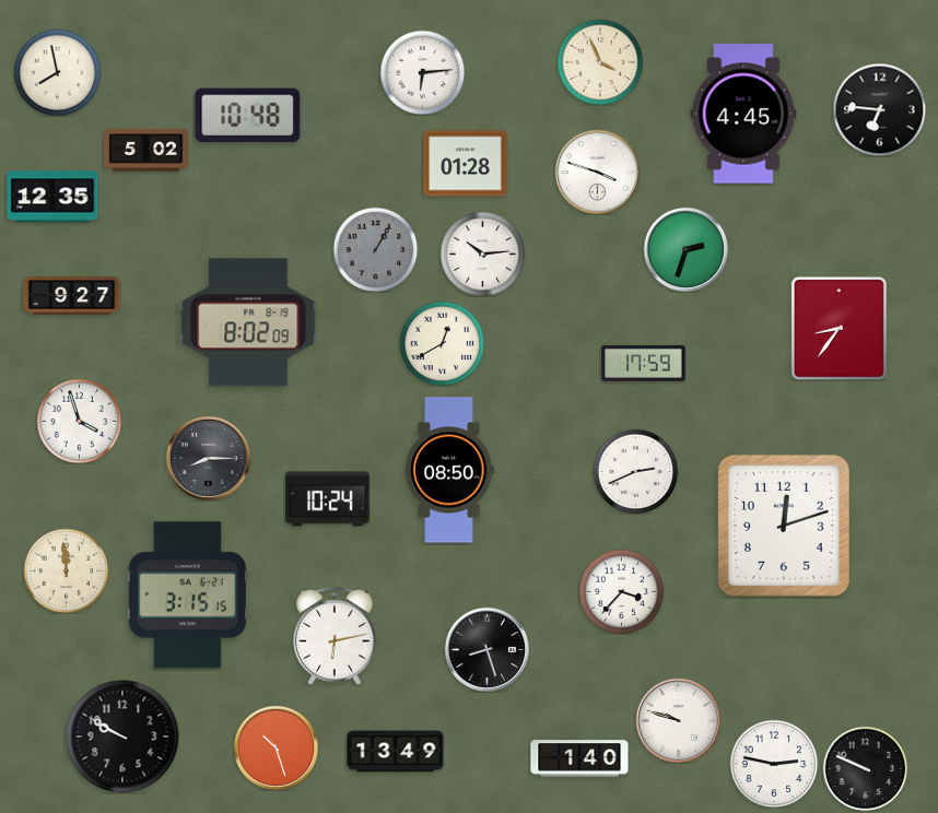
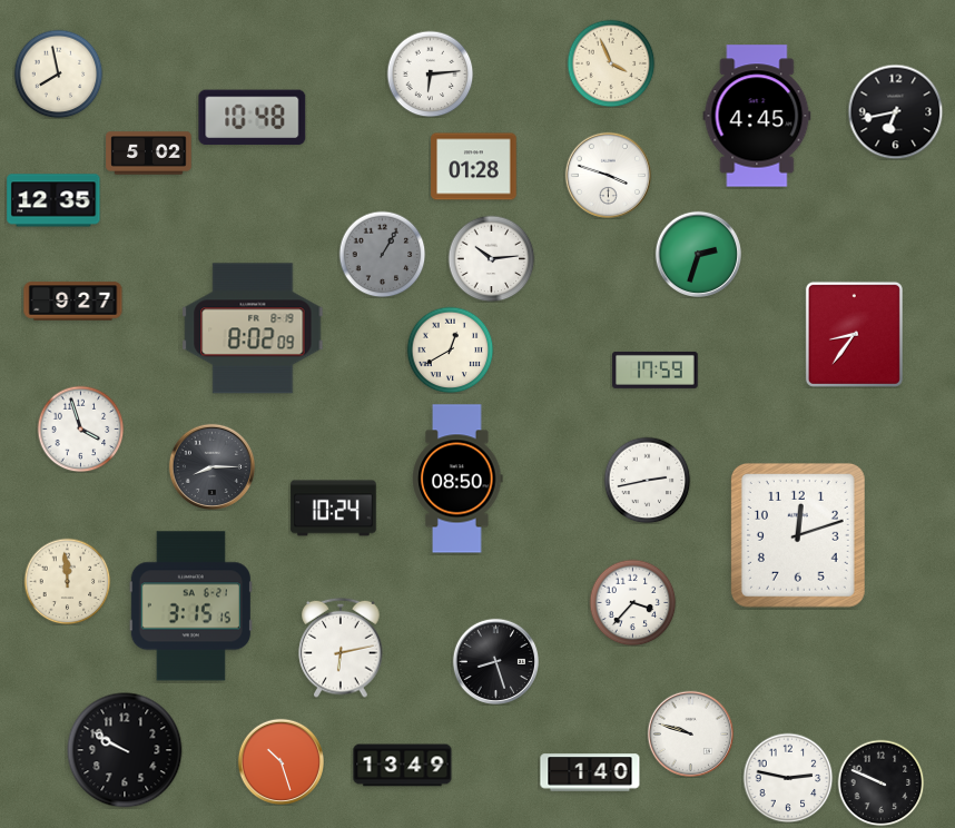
clock at (879, 109): 6:46 -> 6:43
clock at (635, 471): 2:41 -> 2:43
